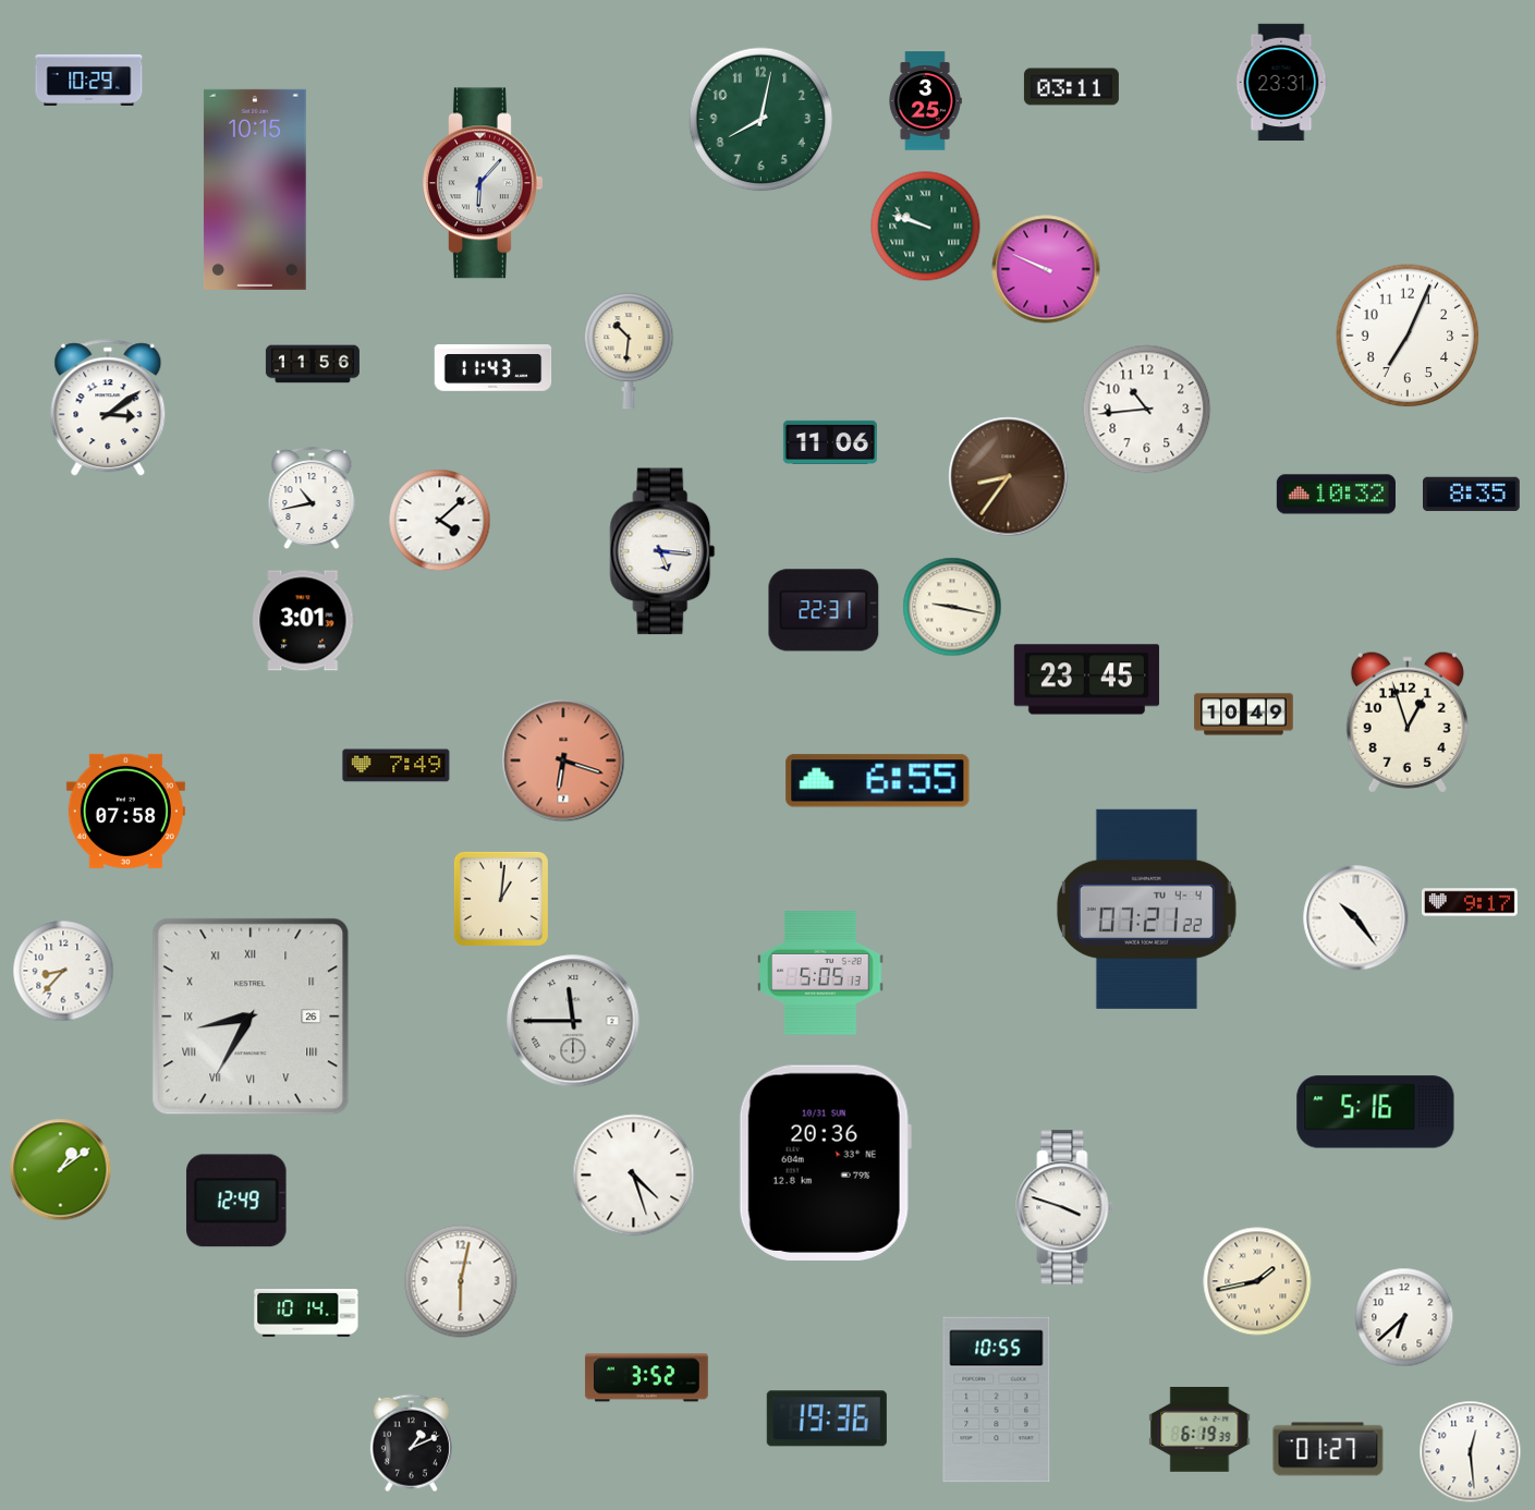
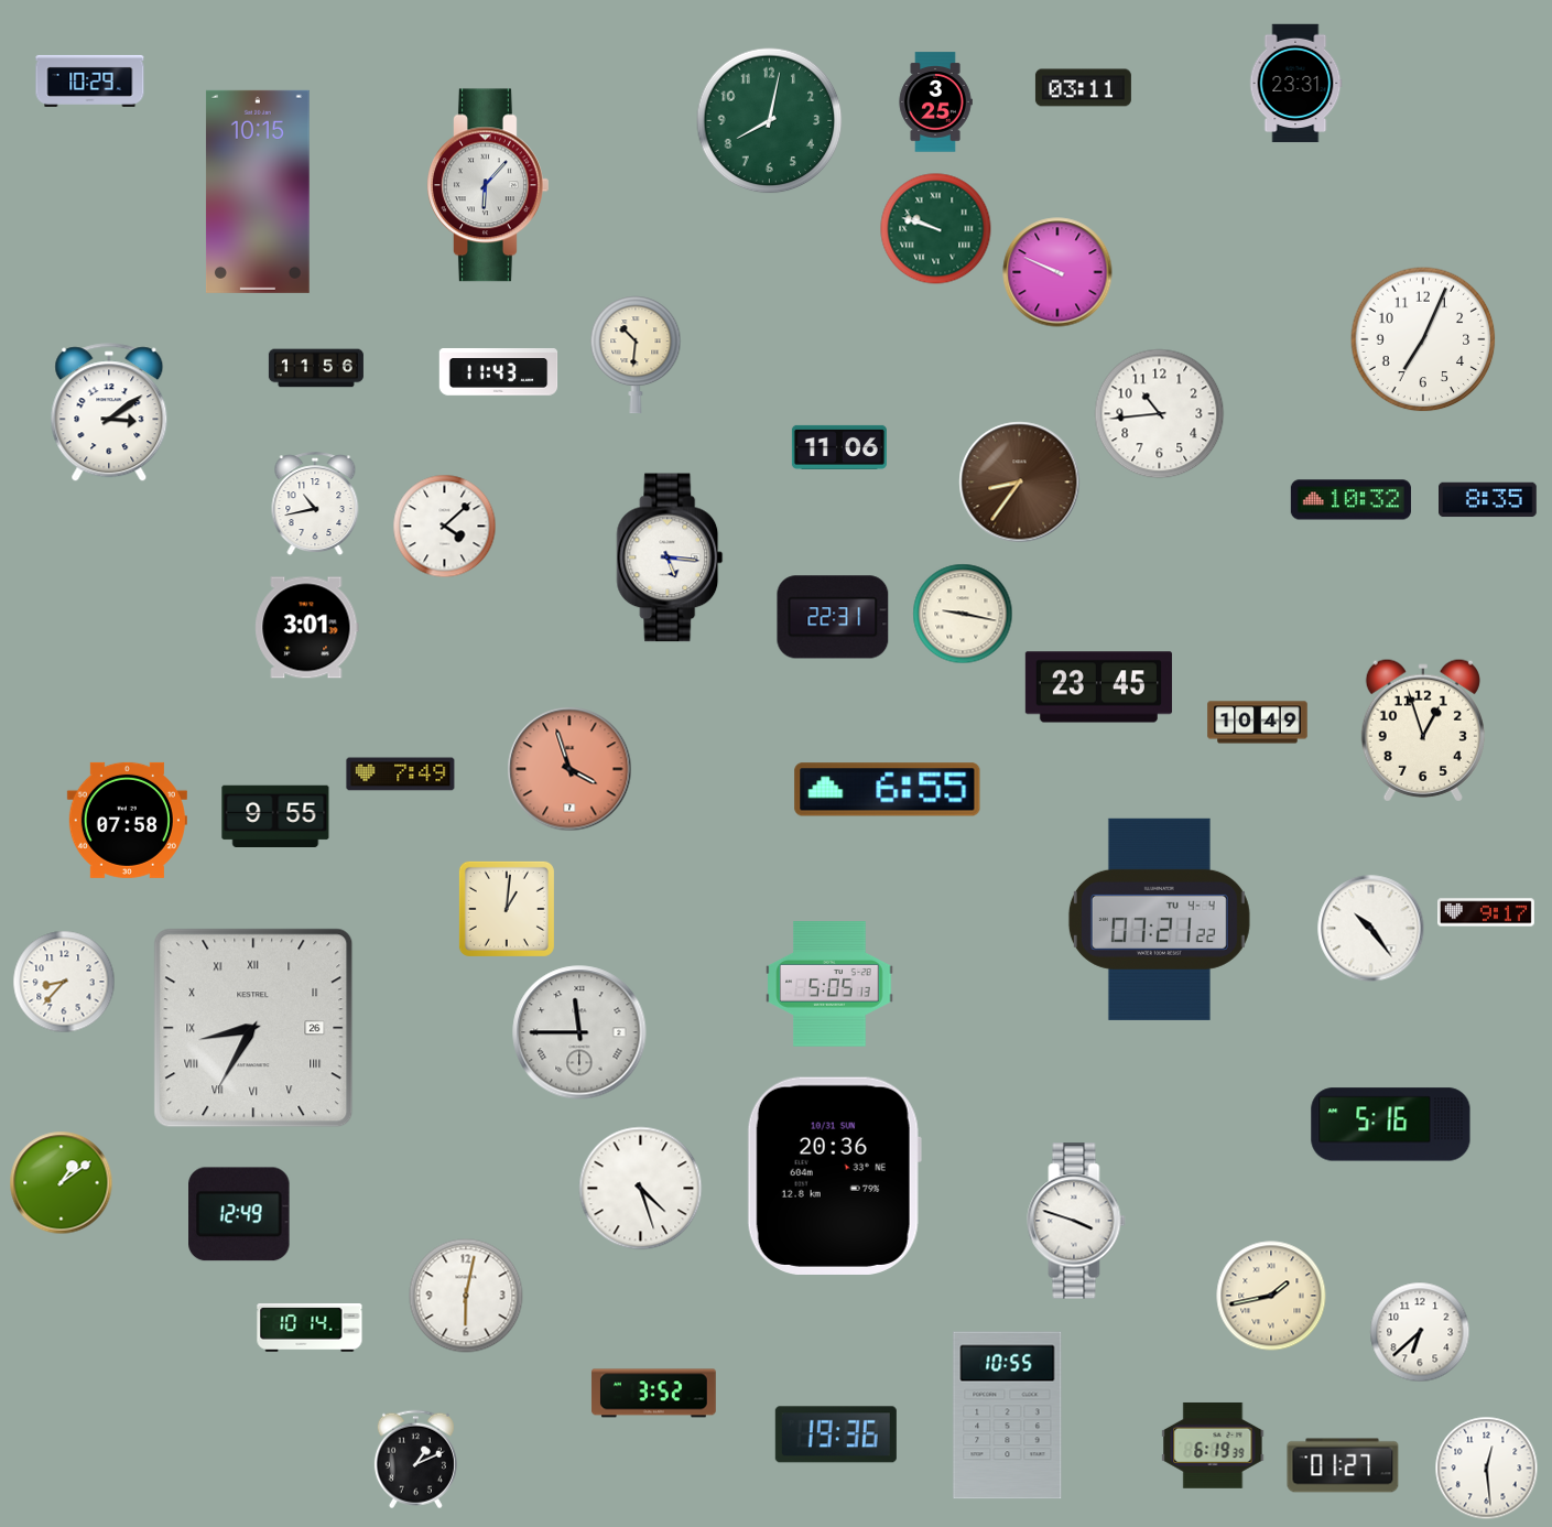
clock at (563, 760): 6:18 -> 3:57
clock at (275, 815): none -> 9:55
